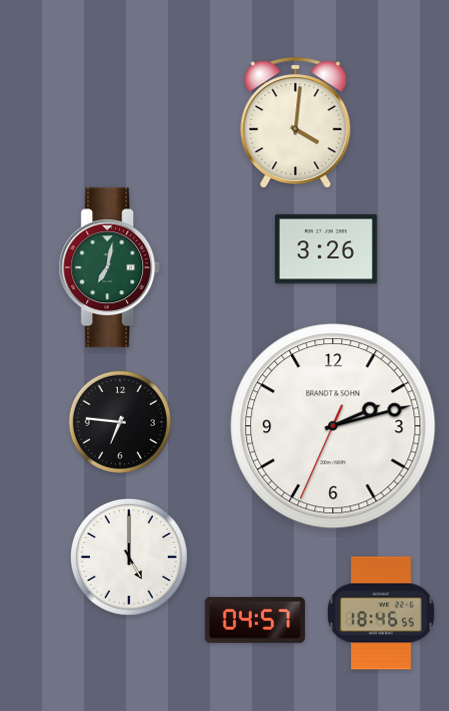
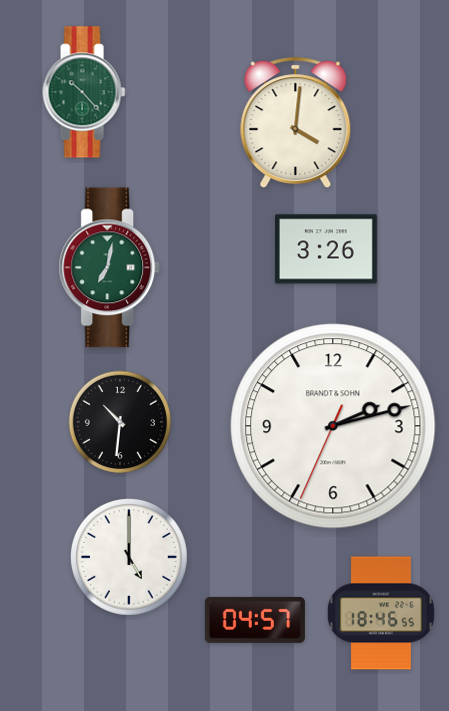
clock at (84, 92): none -> 10:23
clock at (120, 422): 6:46 -> 10:31
